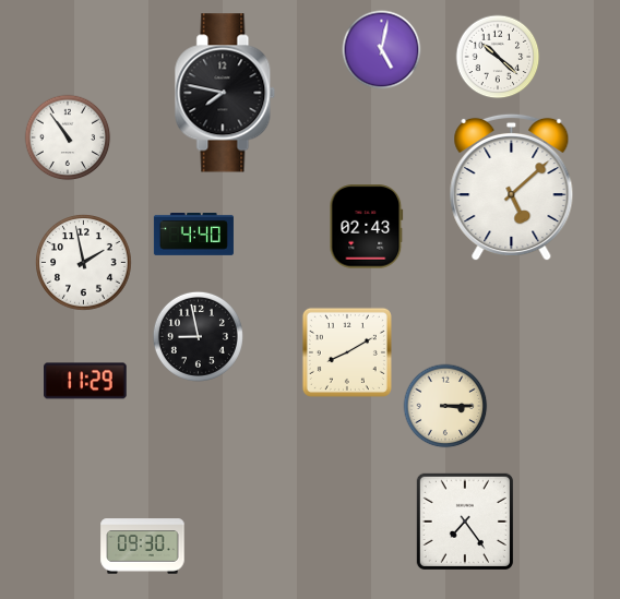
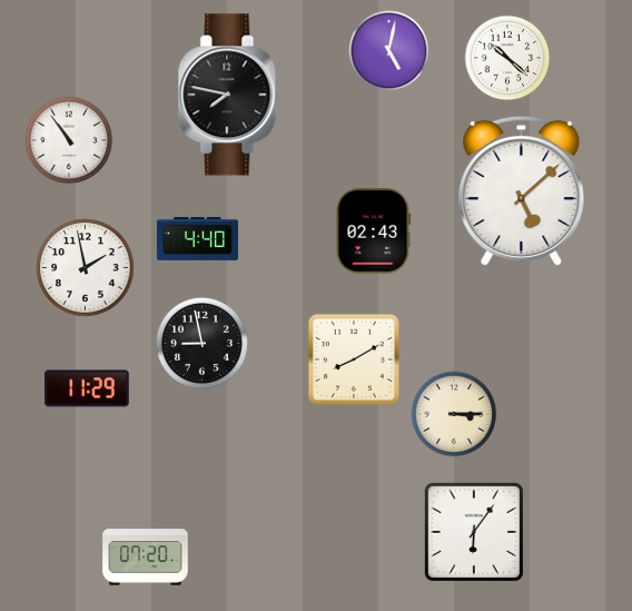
clock at (465, 522): 7:24 -> 6:06
clock at (143, 547): 09:30 -> 07:20
